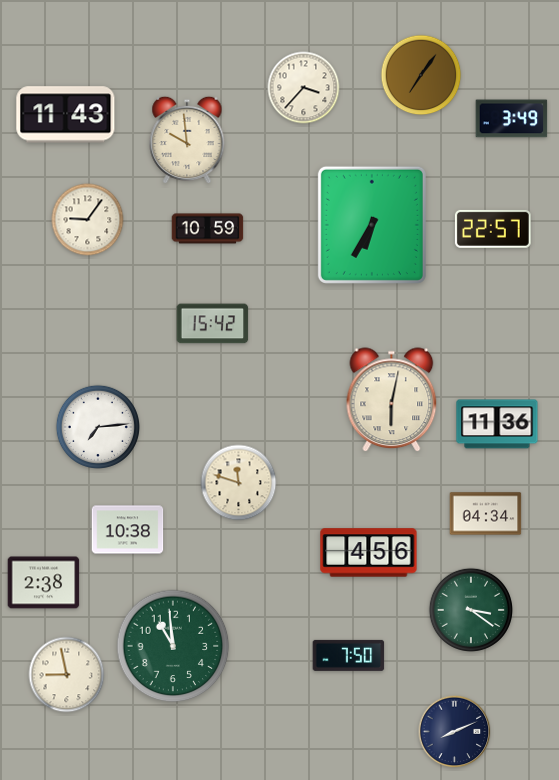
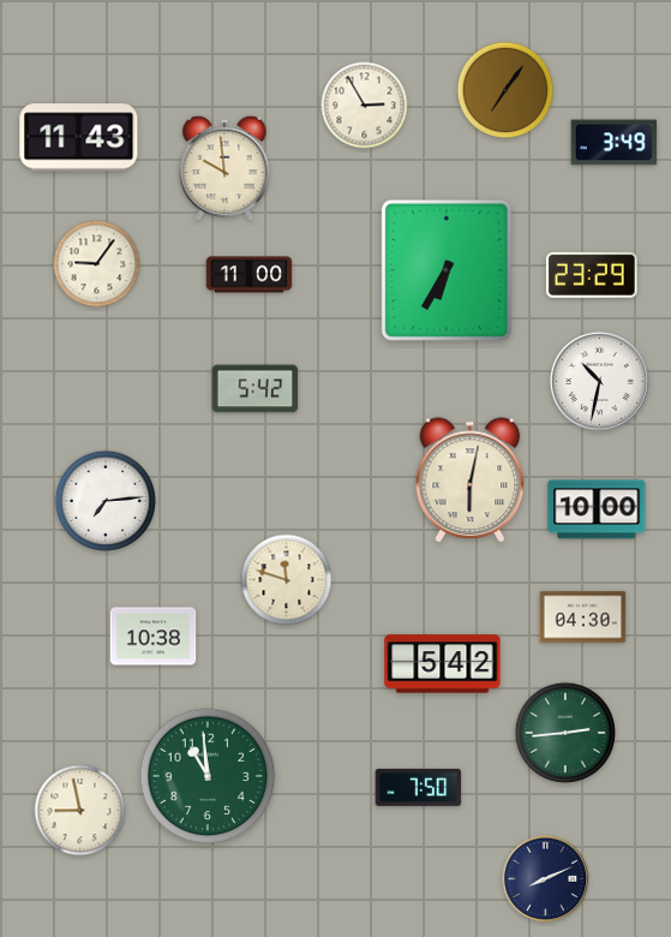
clock at (304, 88): 3:37 -> 2:55
clock at (88, 220) position: (88, 220) -> (97, 264)
clock at (208, 229): 10:59 -> 11:00
clock at (493, 229): 22:57 -> 23:29
clock at (599, 381): none -> 10:32
clock at (213, 324): 15:42 -> 5:42
clock at (497, 424): 11:36 -> 10:00
clock at (98, 427) position: (98, 427) -> (106, 501)
clock at (486, 514): 04:34 -> 04:30
clock at (369, 553): 4:56 -> 5:42
clock at (44, 583): 2:38 -> none
clock at (471, 610): 3:21 -> 2:44
